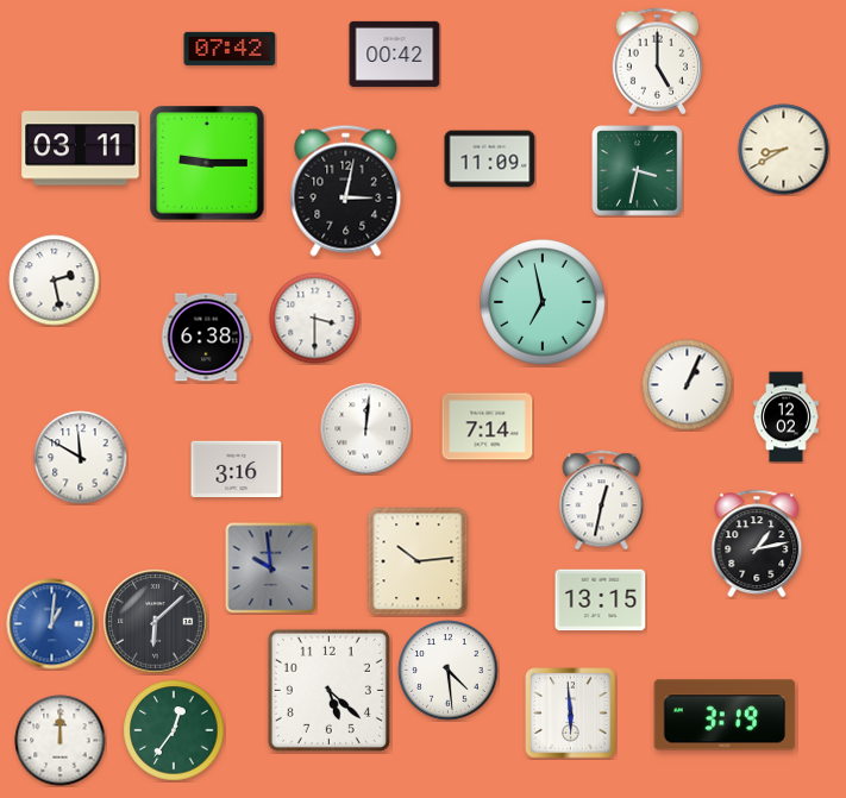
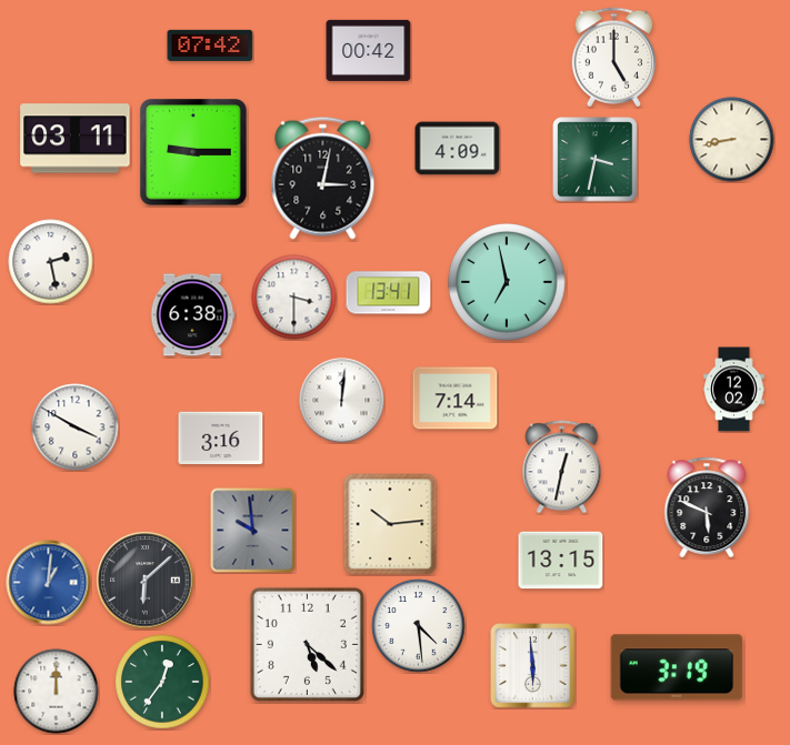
clock at (230, 49) position: (230, 49) -> (210, 46)
clock at (784, 150): 8:40 -> 8:43
clock at (490, 159): 11:09 -> 4:09
clock at (389, 293): none -> 13:41
clock at (688, 385): 1:04 -> none
clock at (81, 458): 11:50 -> 3:50
clock at (757, 543): 1:13 -> 5:49
